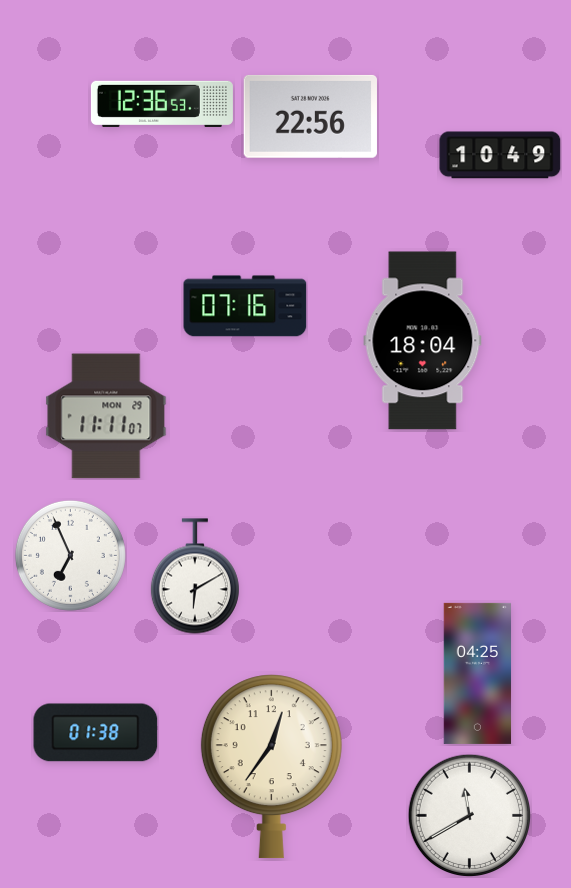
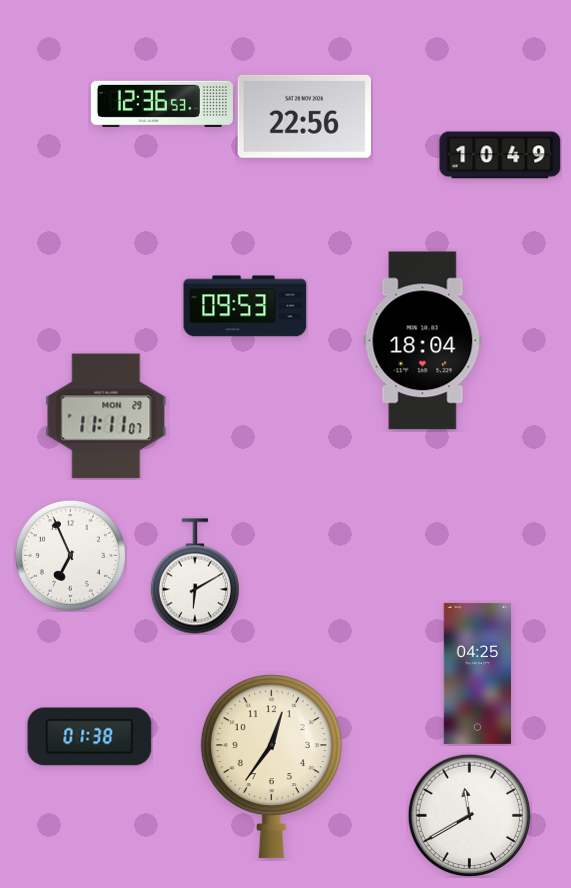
clock at (310, 116) position: (310, 116) -> (304, 116)
clock at (245, 306): 07:16 -> 09:53
clock at (96, 733) position: (96, 733) -> (90, 737)
